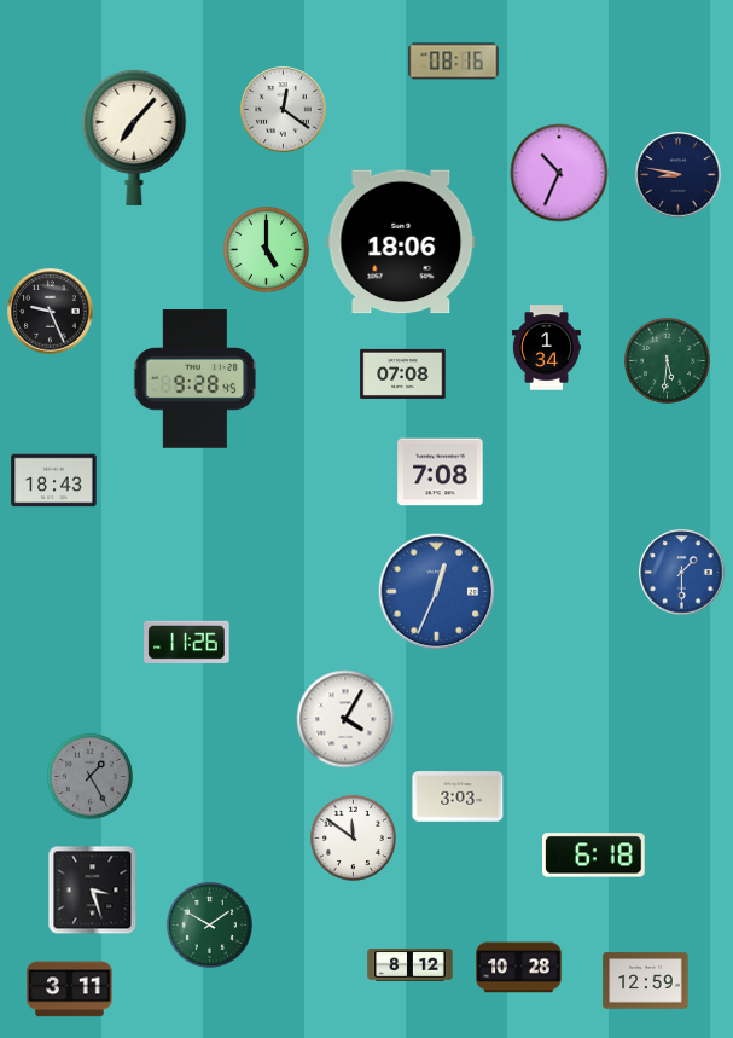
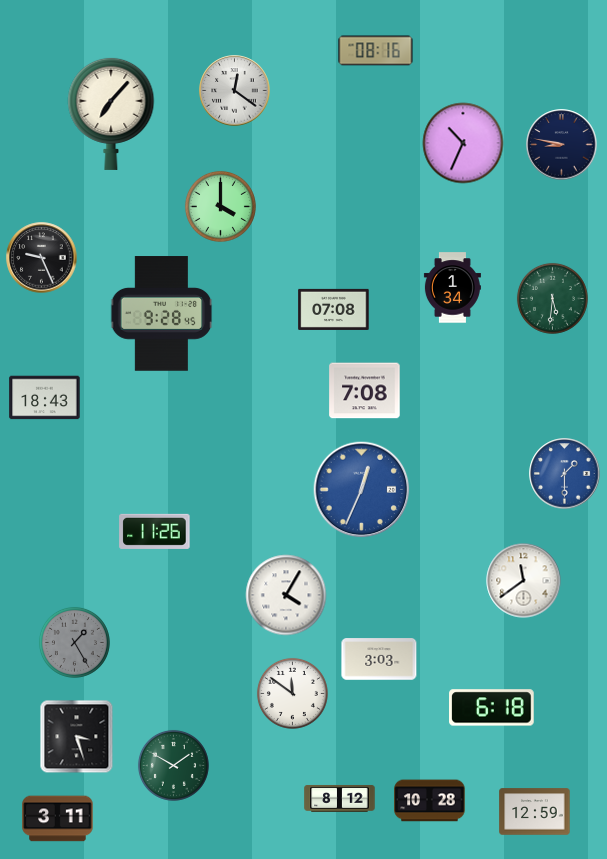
clock at (401, 242): 18:06 -> none
clock at (266, 249): 5:00 -> 4:00
clock at (524, 581): none -> 11:39
